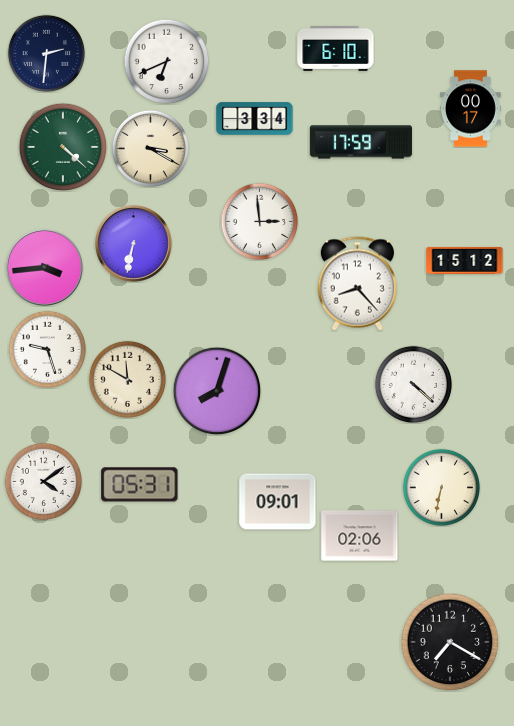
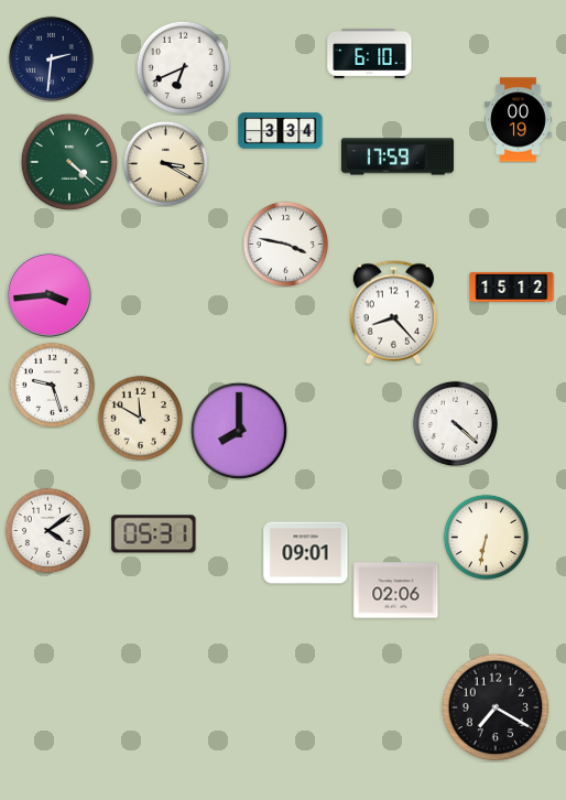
clock at (471, 109): 00:17 -> 00:19
clock at (259, 221): 2:59 -> 3:47
clock at (134, 244): 6:32 -> none
clock at (217, 391): 8:03 -> 8:00
